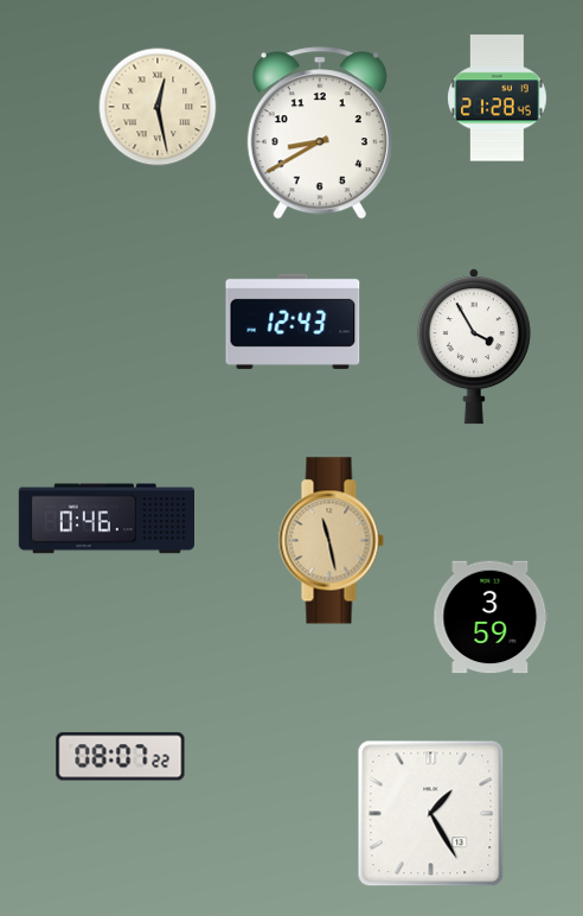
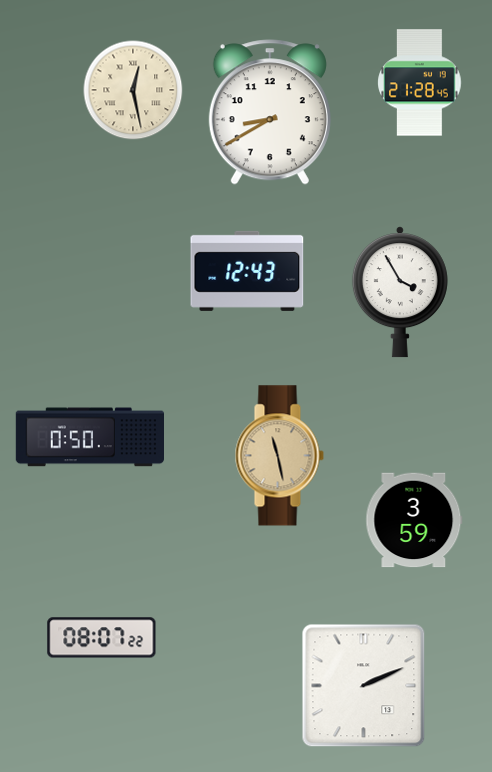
clock at (105, 519): 0:46 -> 0:50
clock at (431, 814): 1:25 -> 2:11
